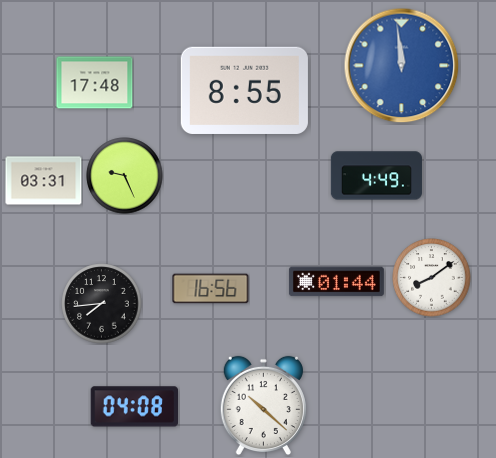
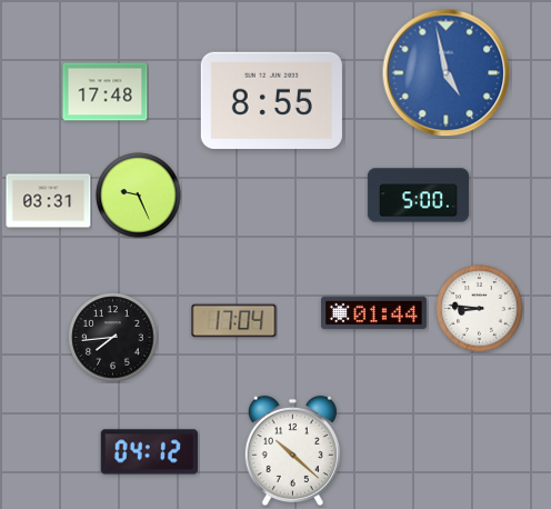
clock at (402, 66): 11:59 -> 4:58
clock at (376, 176): 4:49 -> 5:00
clock at (432, 278): 8:09 -> 8:46
clock at (211, 289): 16:56 -> 17:04
clock at (134, 407): 04:08 -> 04:12
